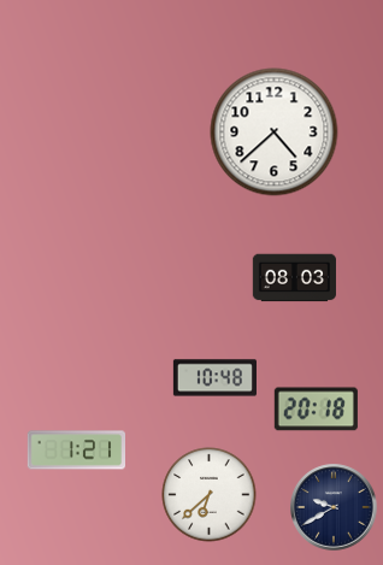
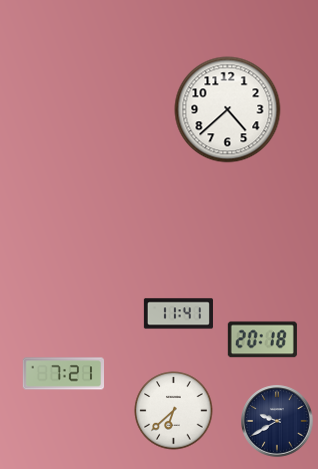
clock at (294, 278): 08:03 -> none
clock at (214, 378): 10:48 -> 11:41
clock at (76, 451): 1:21 -> 7:21
